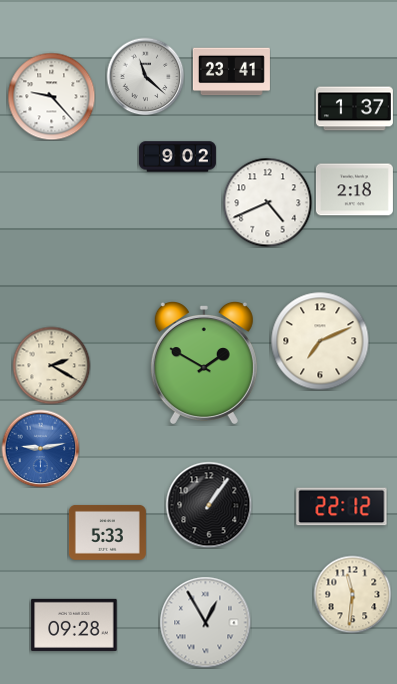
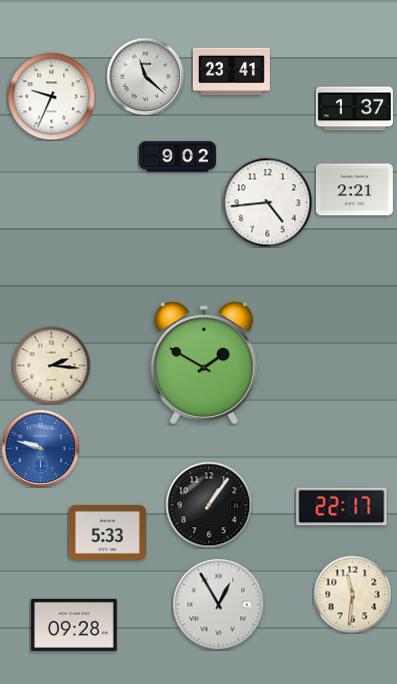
clock at (51, 96): 9:23 -> 9:34
clock at (354, 190): 2:18 -> 2:21
clock at (267, 202): 4:41 -> 4:44
clock at (320, 341): 7:11 -> none
clock at (51, 365): 2:20 -> 2:16
clock at (40, 448): 9:13 -> 9:48
clock at (342, 507): 22:12 -> 22:17
clock at (205, 622) position: (205, 622) -> (218, 604)
